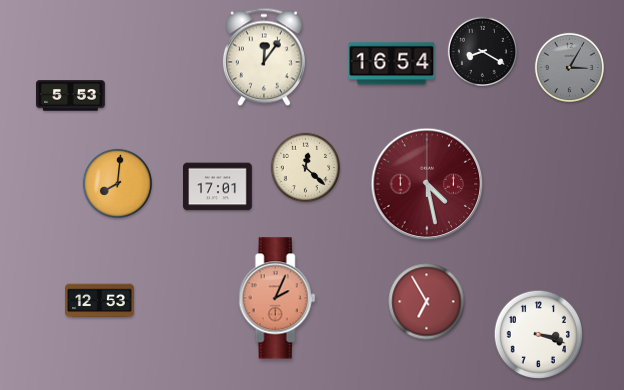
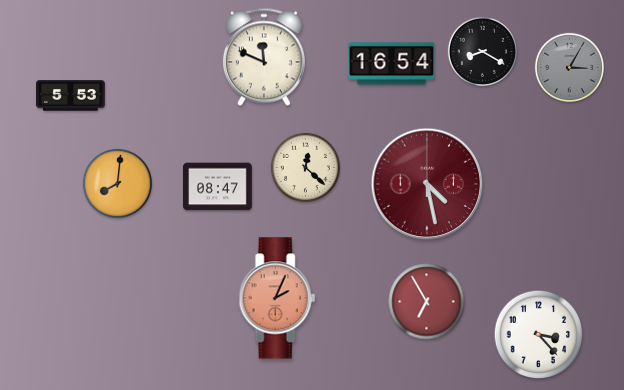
clock at (264, 57): 12:06 -> 11:49
clock at (218, 187): 17:01 -> 08:47
clock at (100, 301): 12:53 -> none
clock at (539, 335): 3:18 -> 3:23
